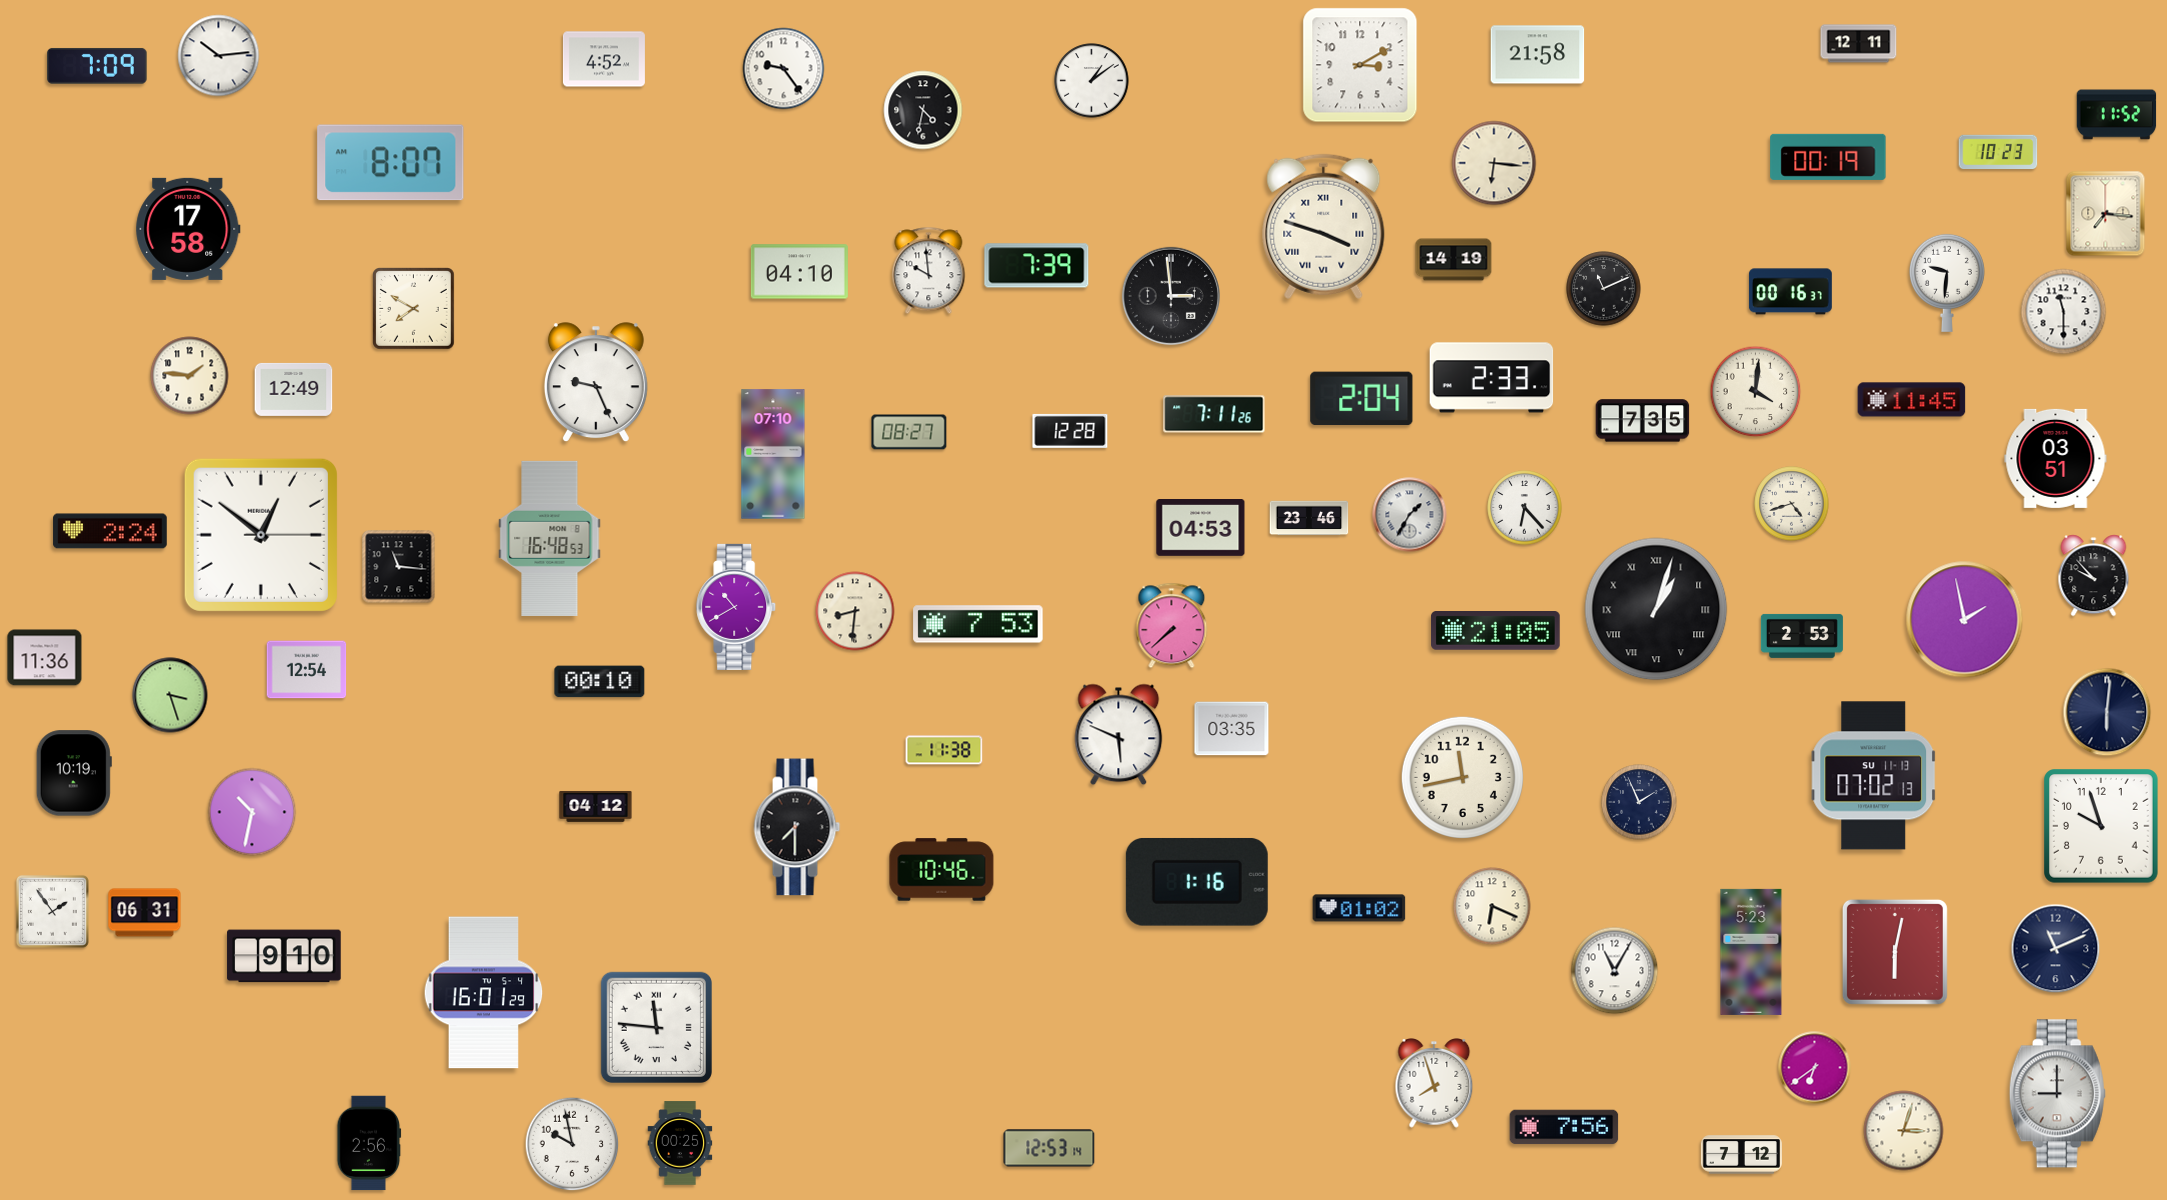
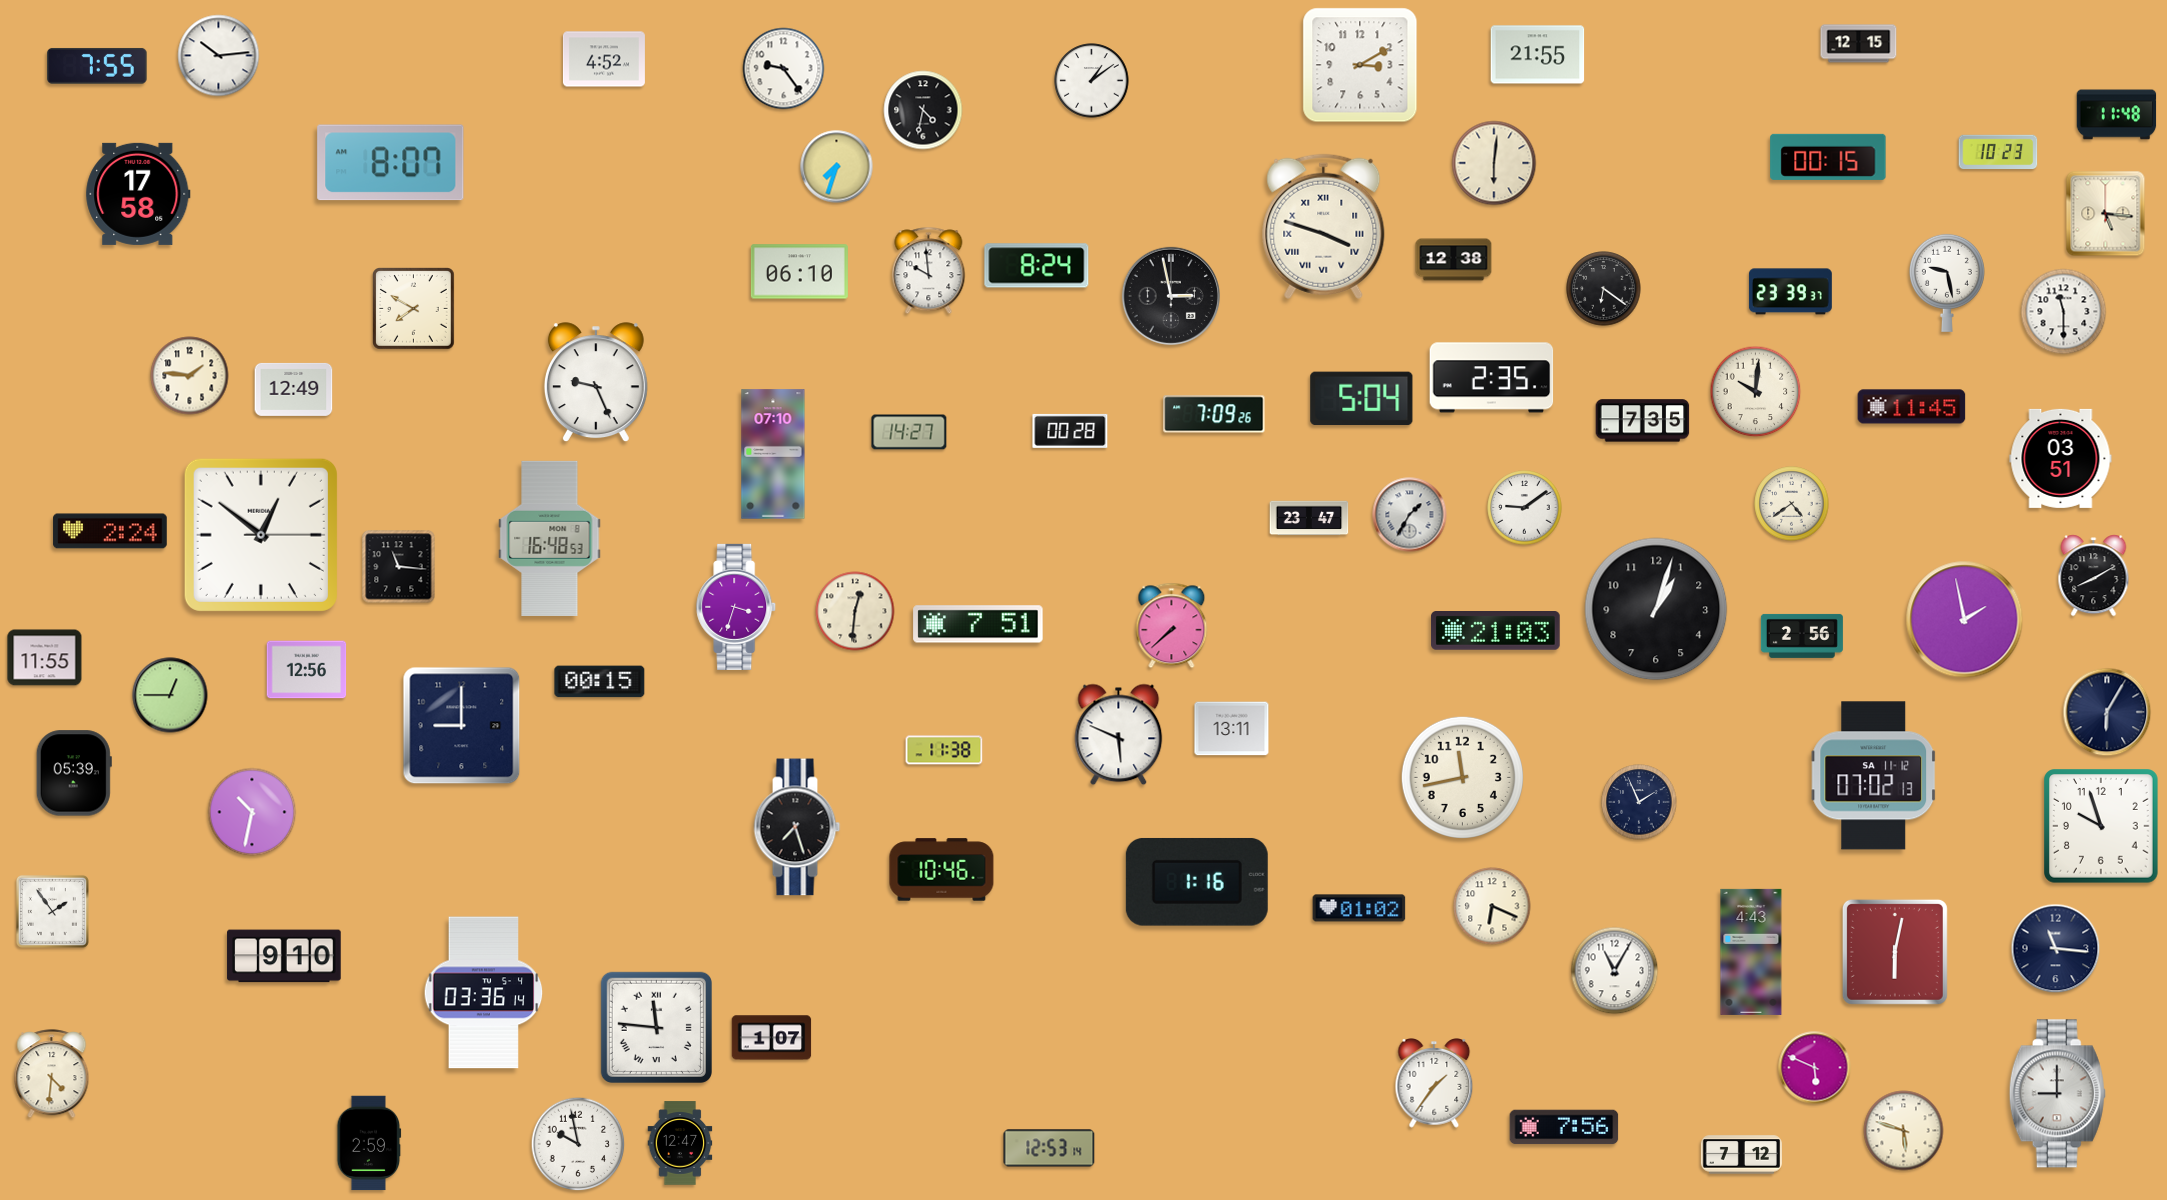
clock at (1859, 44): 12:11 -> 12:15
clock at (1538, 55): 21:58 -> 21:55
clock at (97, 66): 7:09 -> 7:55
clock at (2117, 115): 11:52 -> 11:48
clock at (1828, 157): 00:19 -> 00:15
clock at (1494, 163): 6:16 -> 6:01
clock at (837, 167): none -> 7:33
clock at (2106, 214): 7:16 -> 5:16
clock at (188, 229) position: (188, 229) -> (138, 194)
clock at (1454, 260): 14:19 -> 12:38
clock at (1037, 266): 7:39 -> 8:24
clock at (799, 272): 04:10 -> 06:10
clock at (1947, 283): 9:31 -> 9:28
clock at (1604, 289): 11:11 -> 6:21
clock at (1790, 292): 00:16 -> 23:39
clock at (1171, 296): 2:59 -> 2:58
clock at (1492, 378): 2:33 -> 2:35
clock at (1756, 392): 4:01 -> 10:01
clock at (1362, 399): 2:04 -> 5:04
clock at (1912, 400) position: (1912, 400) -> (1912, 407)
clock at (1214, 414): 7:11 -> 7:09
clock at (1070, 431): 12:28 -> 00:28
clock at (909, 432): 08:27 -> 14:27
clock at (2056, 458) position: (2056, 458) -> (2061, 458)
clock at (1792, 504): 4:42 -> 4:39
clock at (1525, 508): 6:23 -> 9:09
clock at (1309, 518): 23:46 -> 23:47
clock at (1201, 528): 04:53 -> none
clock at (2094, 576): 9:53 -> 8:10
clock at (737, 607): 10:40 -> 3:33
clock at (1656, 609) numerals: Roman -> Arabic
clock at (855, 611): 8:31 -> 12:31
clock at (978, 624): 7:53 -> 7:51
clock at (1496, 631): 21:05 -> 21:03
clock at (1802, 636): 2:53 -> 2:56
clock at (45, 658): 11:36 -> 11:55
clock at (307, 670): 12:54 -> 12:56
clock at (600, 682): 00:10 -> 00:15
clock at (170, 695): 3:27 -> 12:45
clock at (2107, 712): 6:01 -> 6:05
clock at (462, 726): none -> 9:00
clock at (1232, 729): 03:35 -> 13:11
clock at (74, 773): 10:19 -> 05:39
clock at (1874, 776) date: SU 11-13 -> SA 11-12
clock at (596, 806): 04:12 -> none
clock at (797, 827): 7:30 -> 7:27
clock at (145, 913): 06:31 -> none
clock at (2056, 949): 11:11 -> 11:16
clock at (1751, 952): 5:23 -> 4:43
clock at (484, 993): 16:01 -> 03:36
clock at (772, 1038): none -> 1:07
clock at (1815, 1068): 6:39 -> 5:49
clock at (52, 1074): none -> 4:31
clock at (1434, 1084): 7:57 -> 1:36
clock at (1904, 1131): 3:03 -> 5:48
clock at (369, 1143): 2:56 -> 2:59
clock at (680, 1143): 00:25 -> 12:47
clock at (572, 1144) position: (572, 1144) -> (578, 1144)
